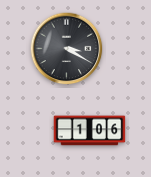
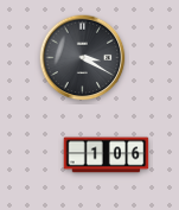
clock at (67, 49) position: (67, 49) -> (83, 58)
